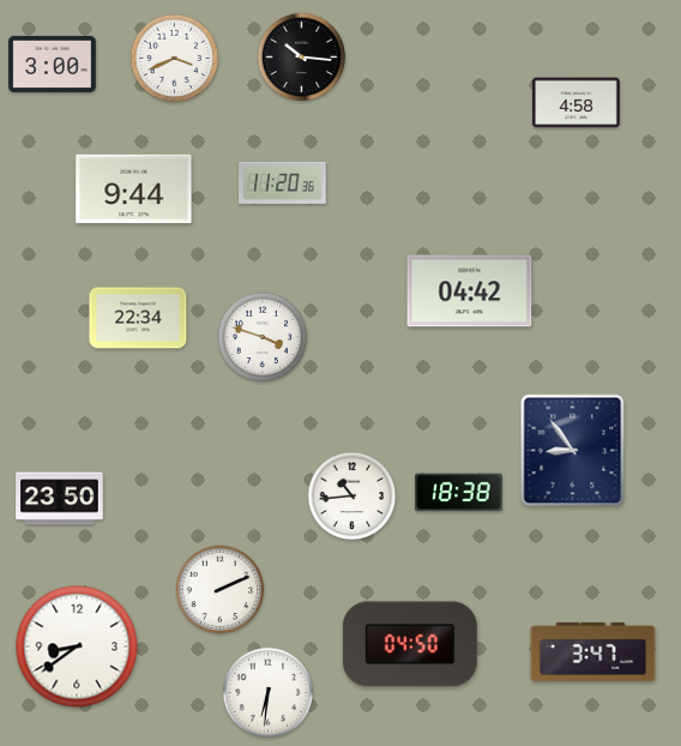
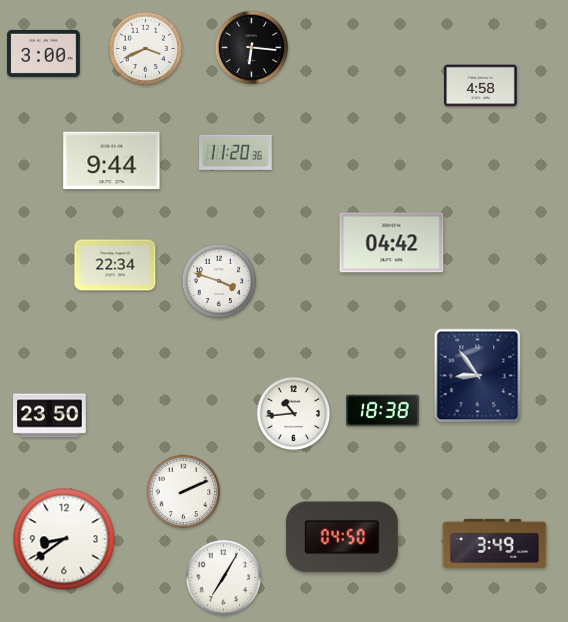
clock at (302, 58): 10:16 -> 6:16
clock at (134, 189) position: (134, 189) -> (112, 161)
clock at (593, 651): 3:47 -> 3:49
clock at (269, 693): 6:31 -> 7:05
